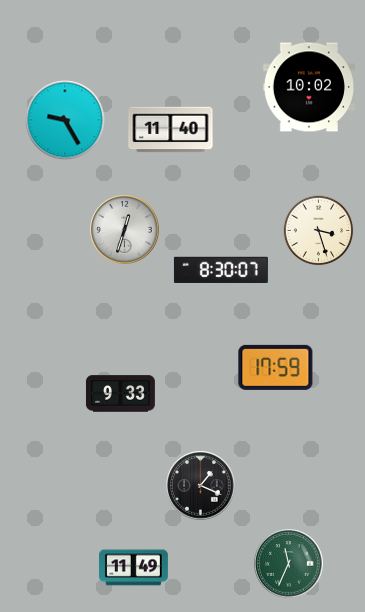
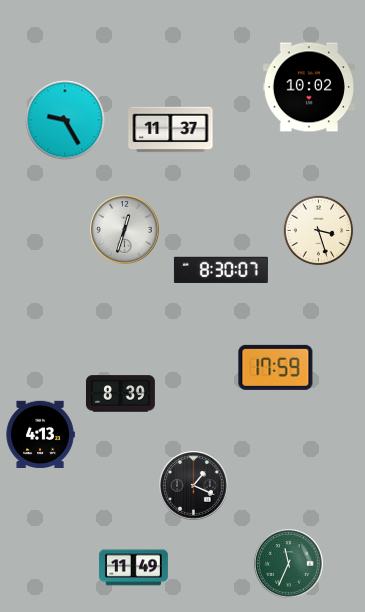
clock at (171, 130): 11:40 -> 11:37
clock at (120, 394): 9:33 -> 8:39
clock at (40, 435): none -> 4:13
clock at (201, 486) position: (201, 486) -> (194, 486)
